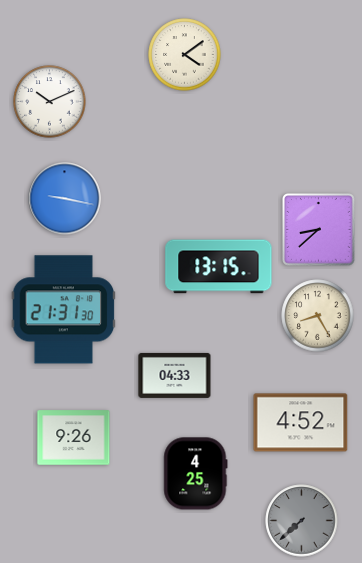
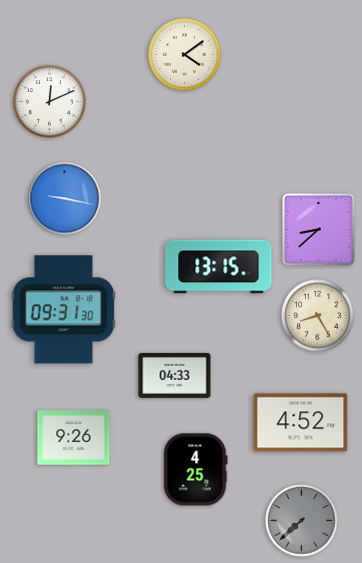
clock at (50, 102): 10:11 -> 12:11
clock at (64, 310): 21:31 -> 09:31
clock at (196, 474) position: (196, 474) -> (196, 470)
